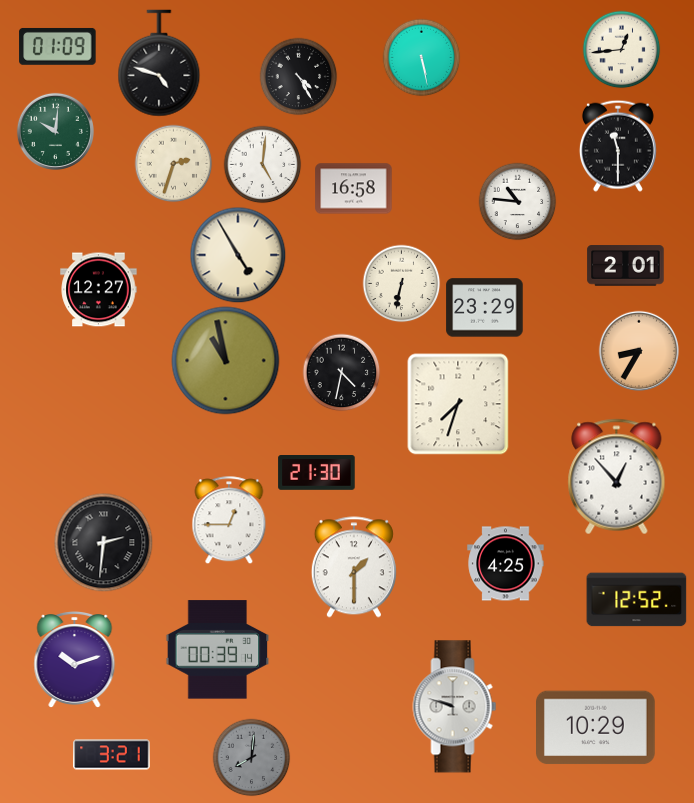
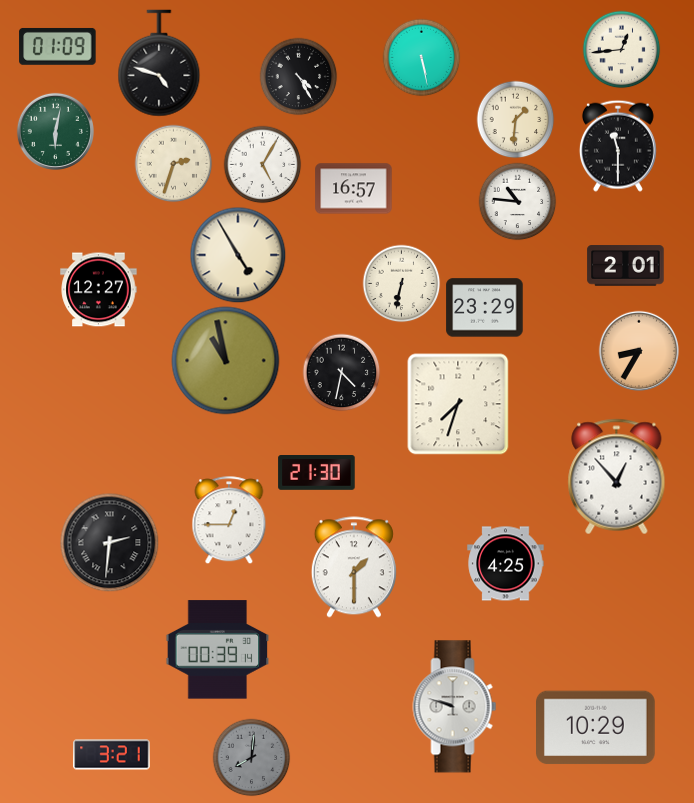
clock at (515, 119): none -> 1:31
clock at (55, 131): 10:01 -> 6:02
clock at (262, 164): 5:01 -> 5:05
clock at (354, 189): 16:58 -> 16:57
clock at (104, 543) position: (104, 543) -> (110, 543)
clock at (637, 600): 12:52 -> none
clock at (75, 660): 10:12 -> none
